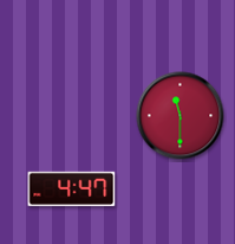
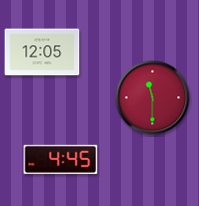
clock at (42, 52): none -> 12:05
clock at (72, 188): 4:47 -> 4:45
